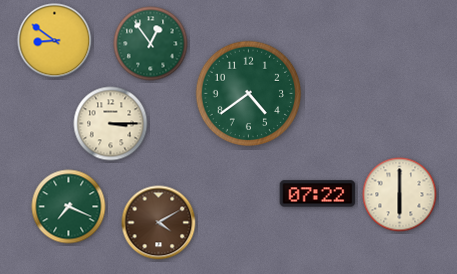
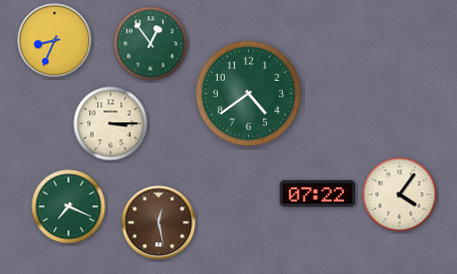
clock at (55, 41): 8:51 -> 8:34
clock at (400, 195): 6:00 -> 4:06
clock at (159, 223): 4:10 -> 12:28
